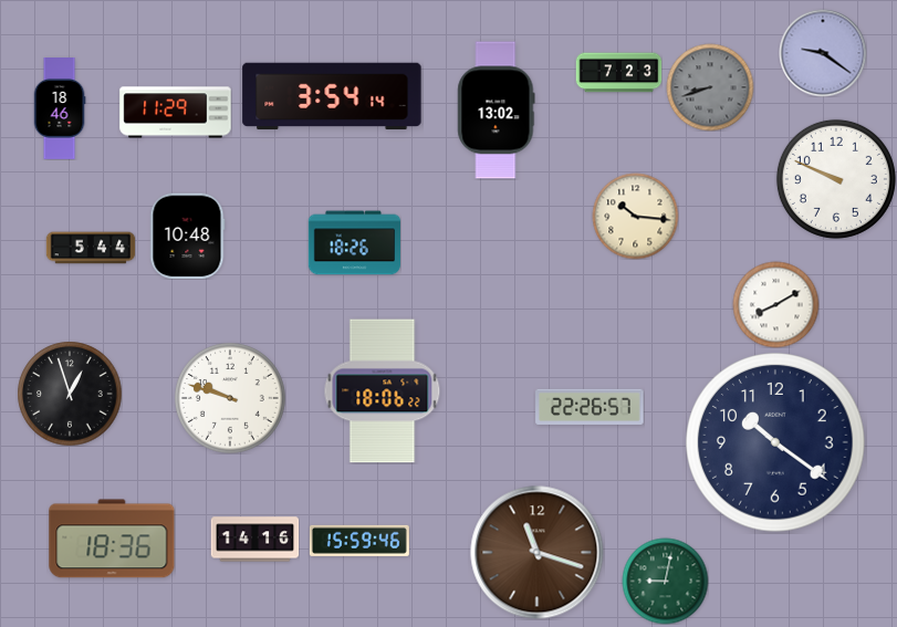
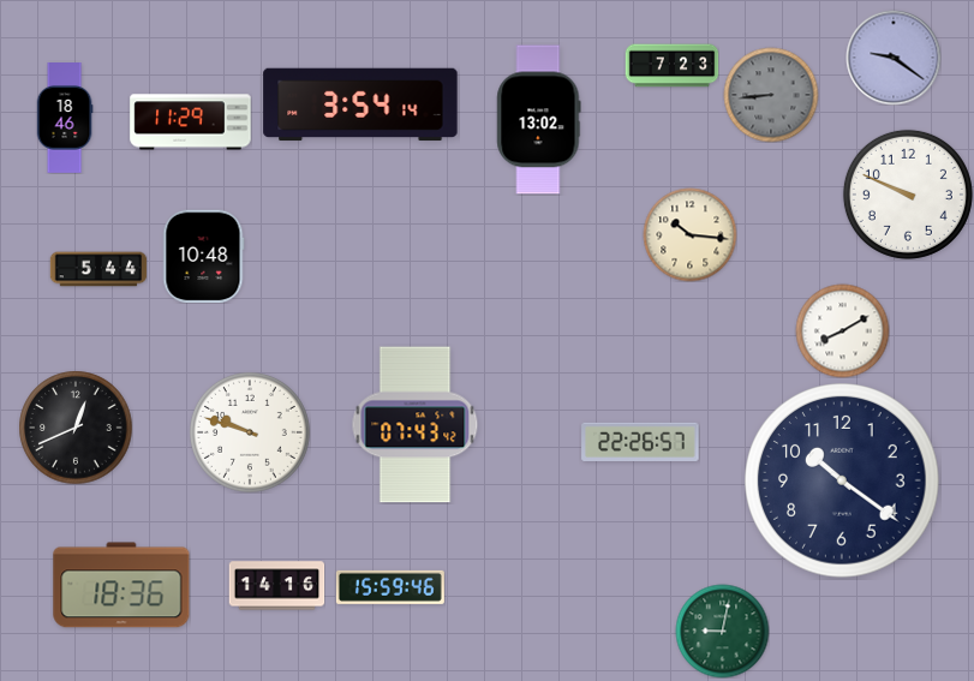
clock at (618, 73) position: (618, 73) -> (671, 66)
clock at (710, 87): 8:42 -> 8:44
clock at (354, 243): 18:26 -> none
clock at (383, 391): 18:06 -> 07:43
clock at (70, 394): 12:57 -> 12:41
clock at (538, 553): 11:18 -> none
